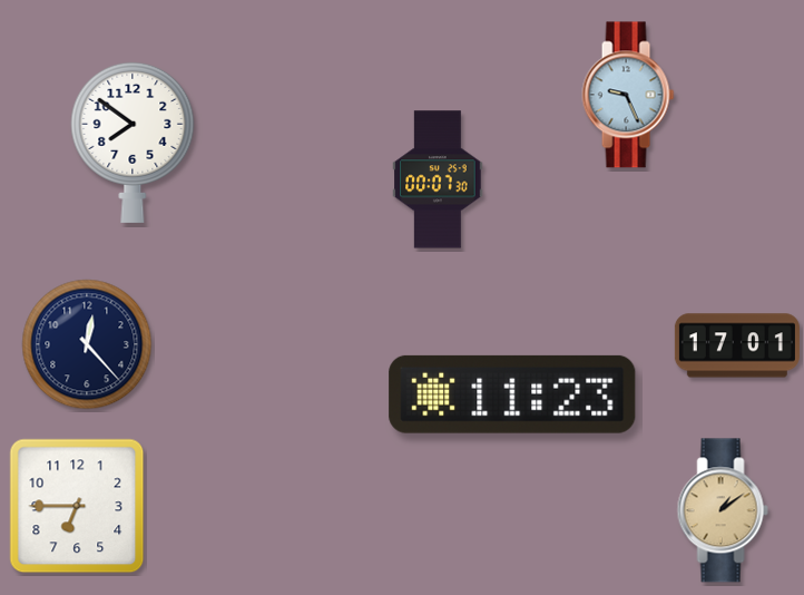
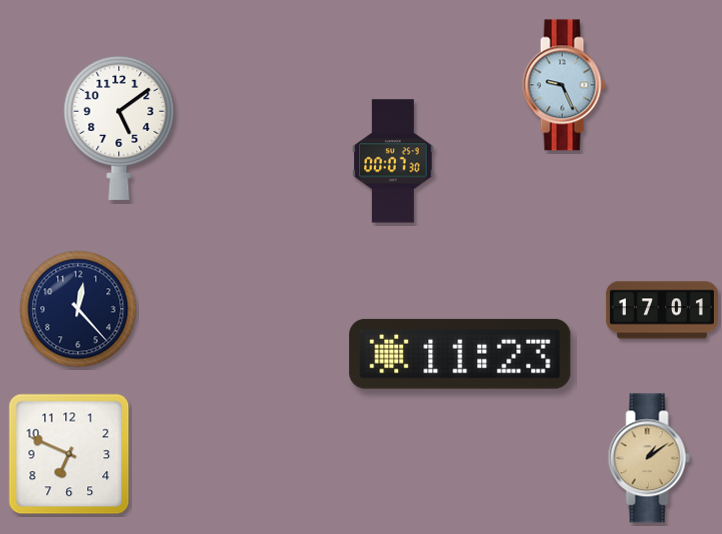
clock at (133, 142): 7:51 -> 5:09
clock at (77, 506): 6:45 -> 6:49
